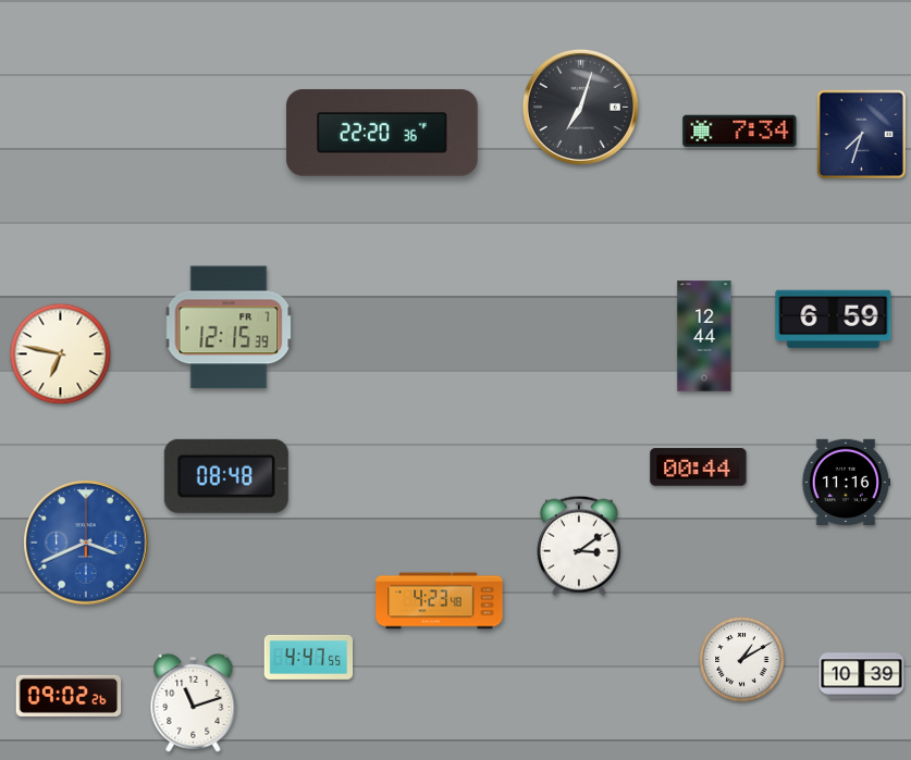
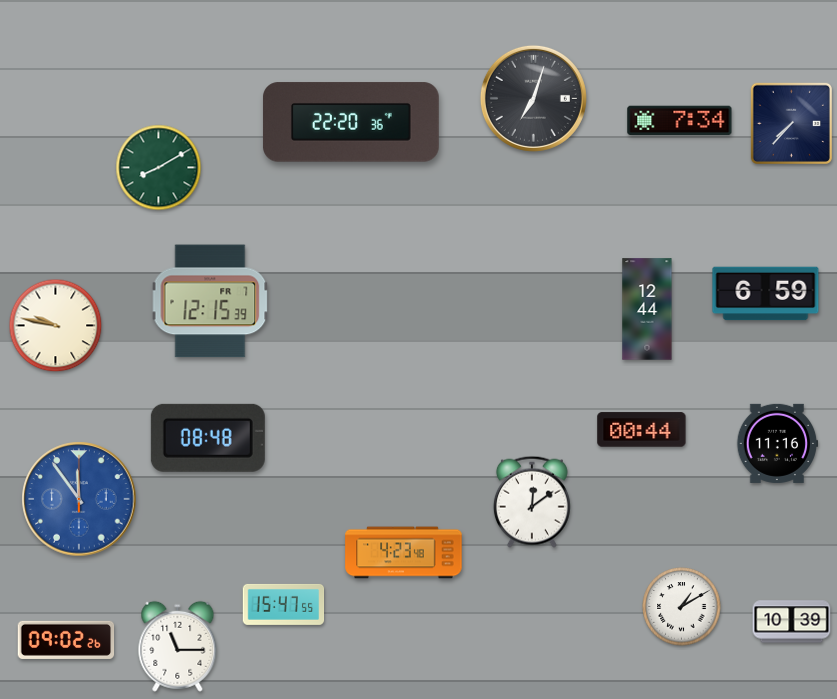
clock at (861, 134): 7:33 -> 7:37
clock at (159, 168): none -> 8:10
clock at (61, 354): 6:47 -> 9:47
clock at (86, 543): 3:41 -> 11:54
clock at (579, 546): 3:09 -> 12:09
clock at (309, 657): 4:47 -> 15:47
clock at (69, 696) position: (69, 696) -> (66, 640)
clock at (194, 702): 11:12 -> 11:15
